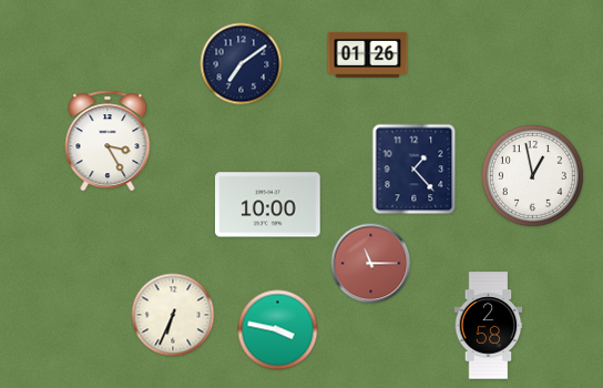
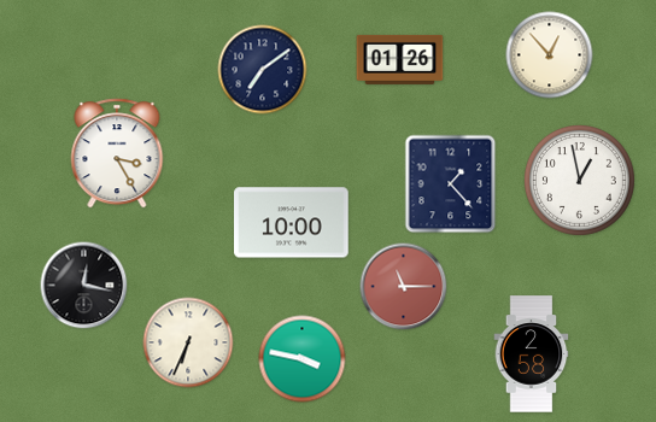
clock at (550, 55): none -> 12:53
clock at (532, 175) position: (532, 175) -> (579, 180)
clock at (84, 286): none -> 12:17
